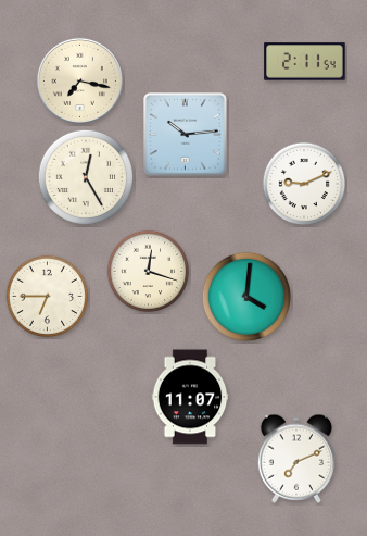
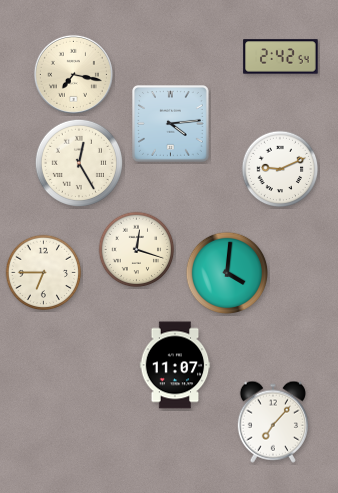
clock at (305, 62): 2:11 -> 2:42
clock at (186, 135): 10:14 -> 4:14
clock at (295, 459): 7:11 -> 7:07
